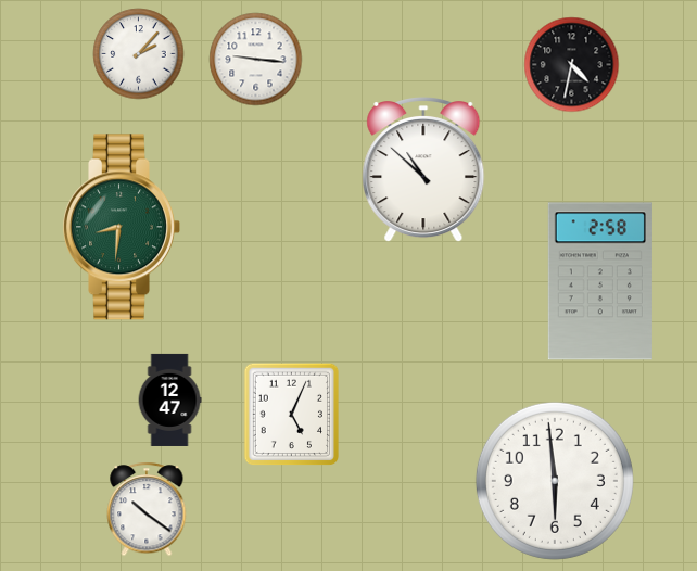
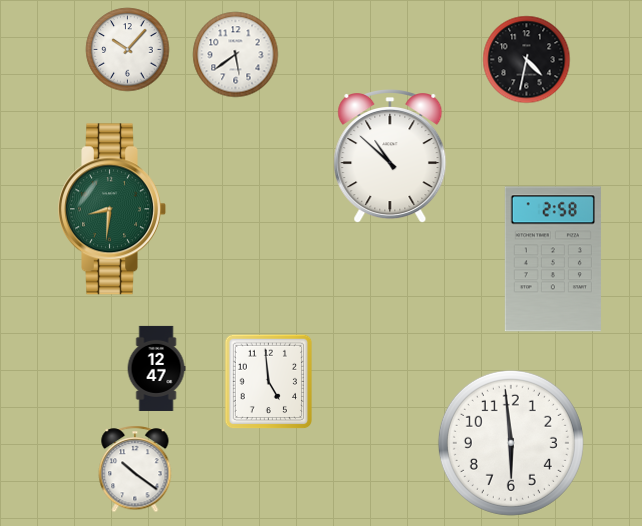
clock at (139, 54): 2:07 -> 10:07
clock at (256, 60): 9:16 -> 5:39
clock at (292, 415): 5:04 -> 4:59
